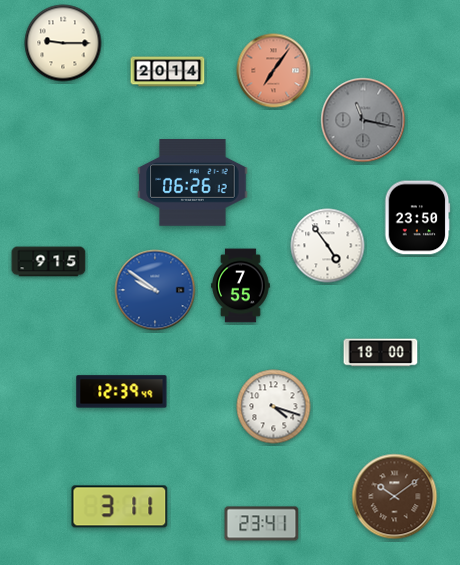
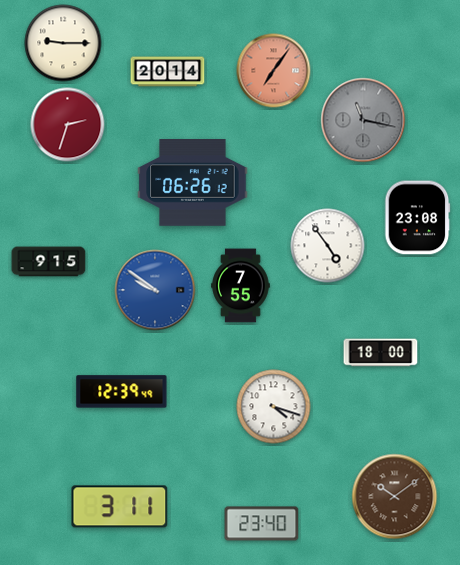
clock at (68, 125): none -> 2:33
clock at (417, 218): 23:50 -> 23:08
clock at (262, 524): 23:41 -> 23:40
